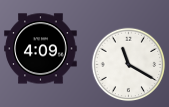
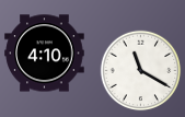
clock at (41, 49): 4:09 -> 4:10
